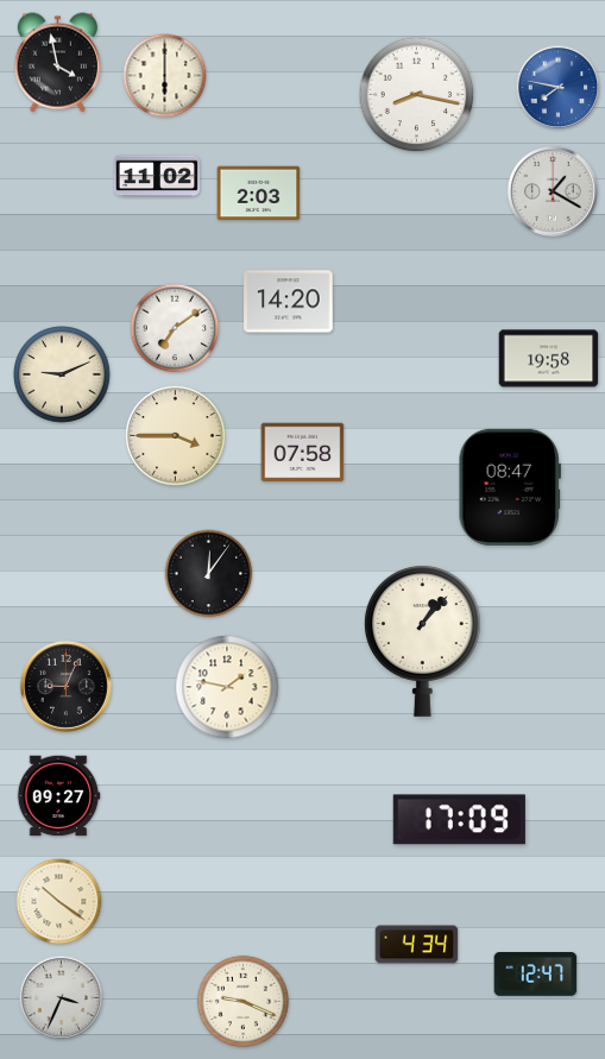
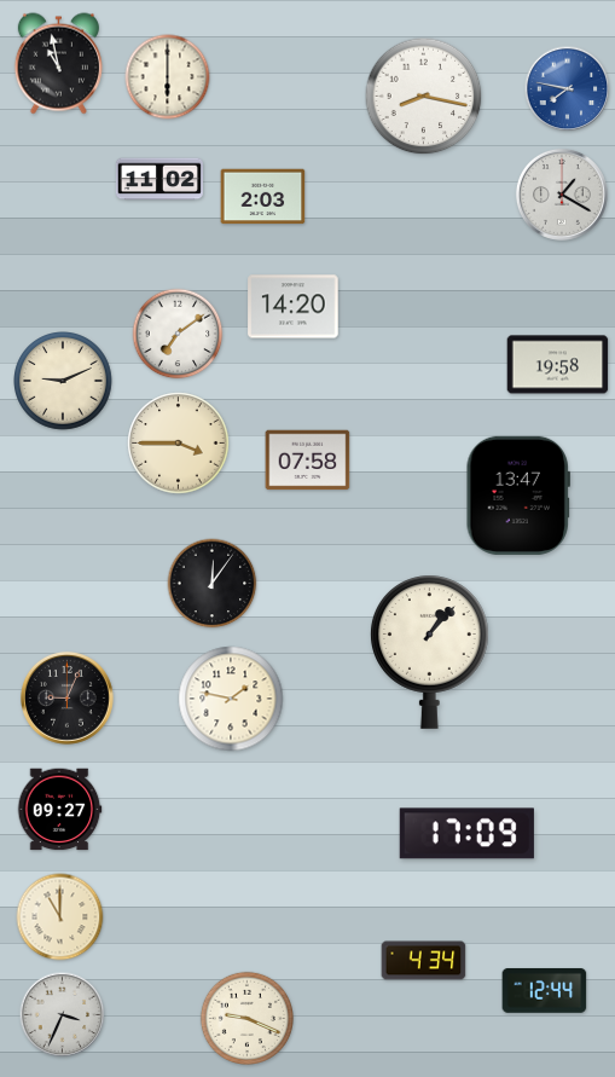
clock at (57, 63): 3:58 -> 10:58
clock at (510, 487): 08:47 -> 13:47
clock at (59, 902): 10:21 -> 11:00
clock at (536, 973): 12:47 -> 12:44
